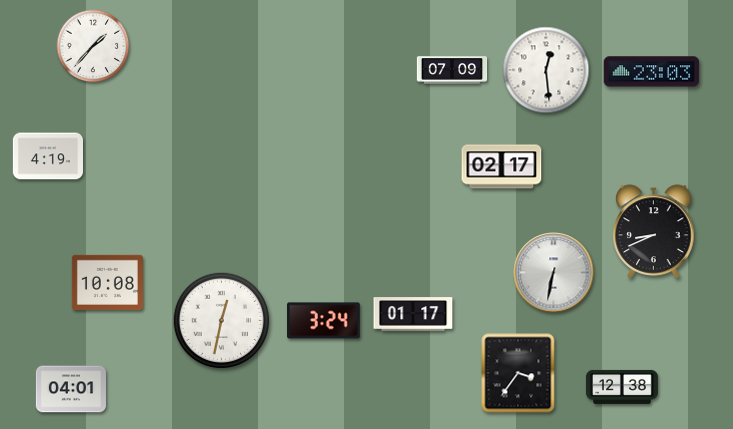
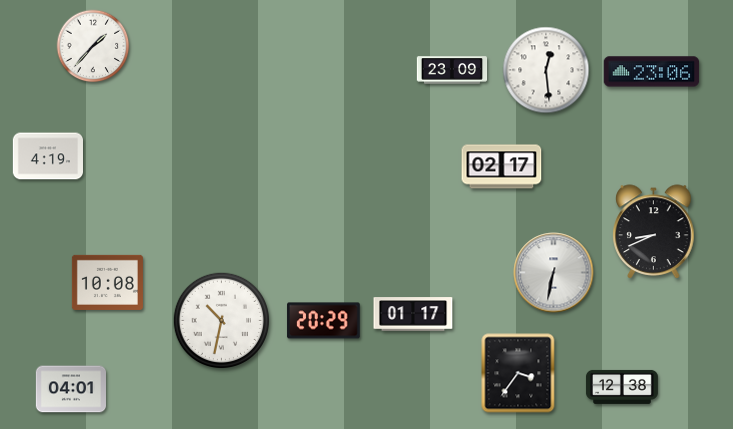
clock at (452, 70): 07:09 -> 23:09
clock at (652, 72): 23:03 -> 23:06
clock at (221, 320): 12:32 -> 10:32
clock at (324, 321): 3:24 -> 20:29
